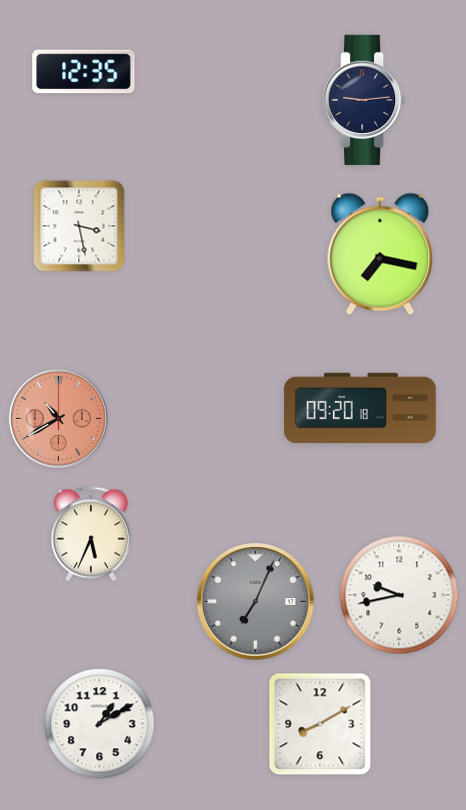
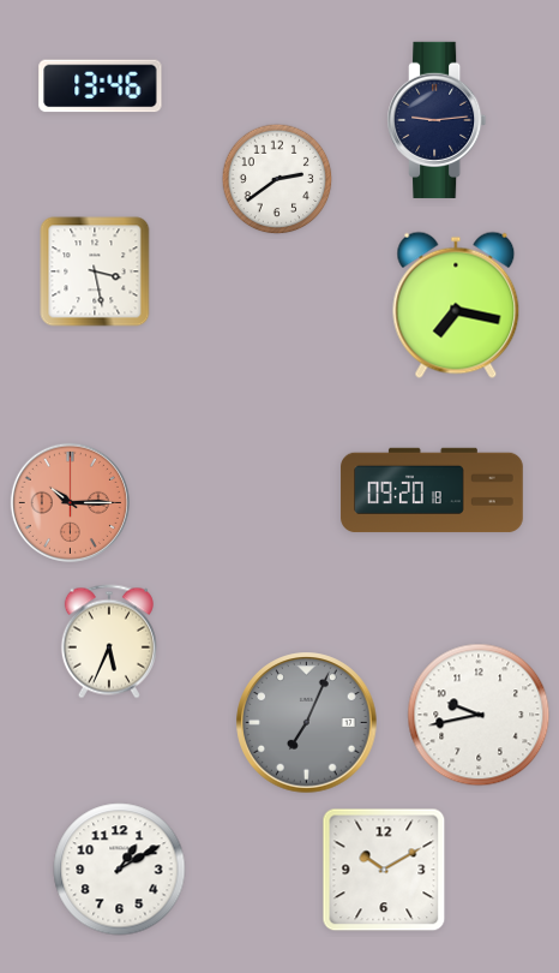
clock at (84, 72): 12:35 -> 13:46
clock at (277, 179): none -> 2:39
clock at (58, 418): 10:40 -> 10:15
clock at (320, 724): 8:10 -> 10:10
